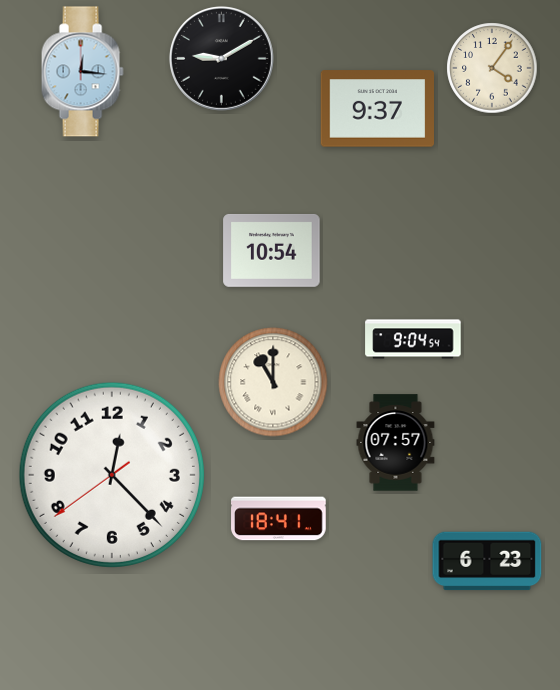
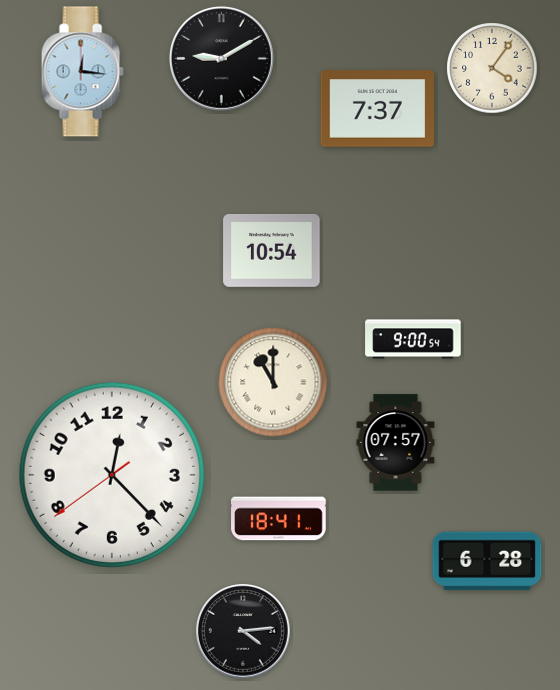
clock at (377, 109): 9:37 -> 7:37
clock at (413, 339): 9:04 -> 9:00
clock at (487, 561): 6:23 -> 6:28
clock at (243, 631): none -> 4:14
